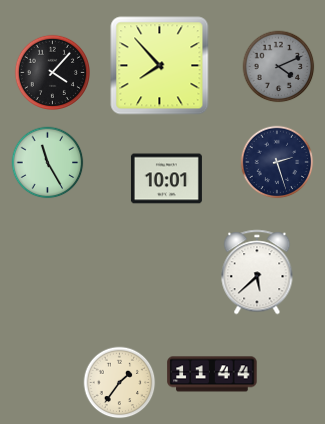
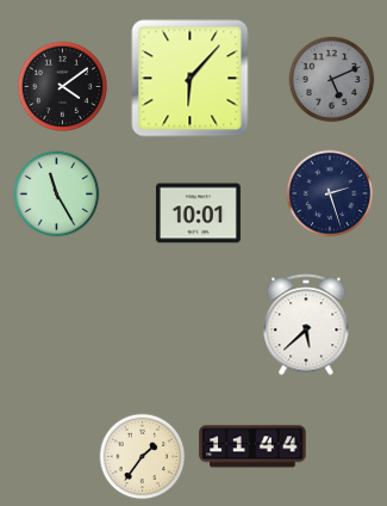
clock at (160, 66): 7:53 -> 6:07
clock at (279, 67): 4:11 -> 5:11
clock at (52, 72): 4:07 -> 4:09
